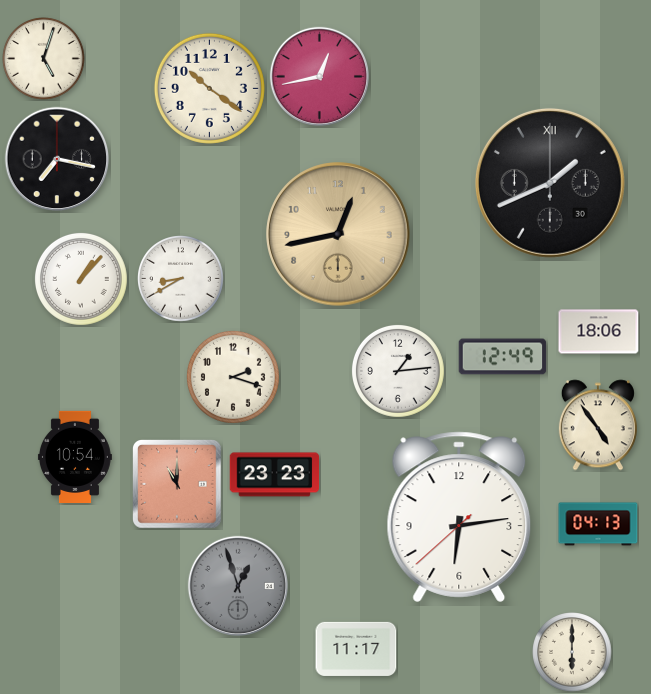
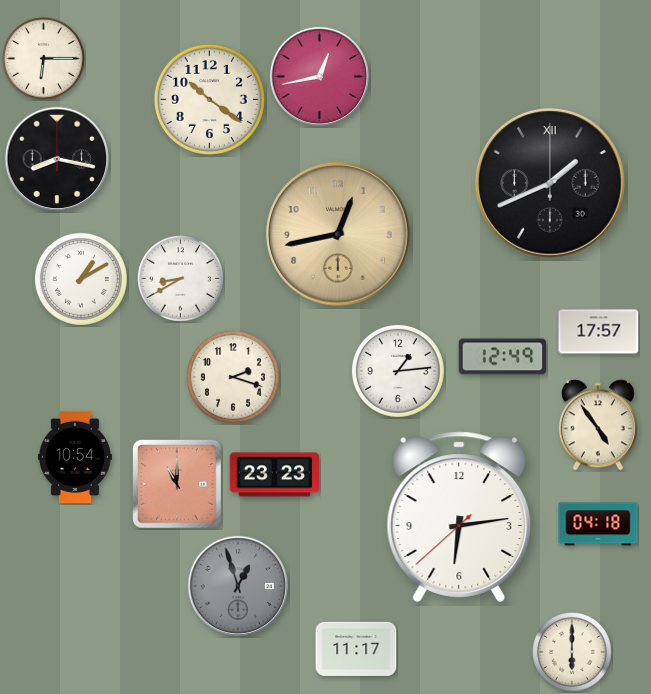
clock at (44, 59): 5:03 -> 6:15
clock at (209, 88) position: (209, 88) -> (209, 99)
clock at (57, 159): 7:17 -> 8:17
clock at (81, 279): 1:07 -> 1:10
clock at (599, 332): 18:06 -> 17:57
clock at (598, 524): 04:13 -> 04:18
